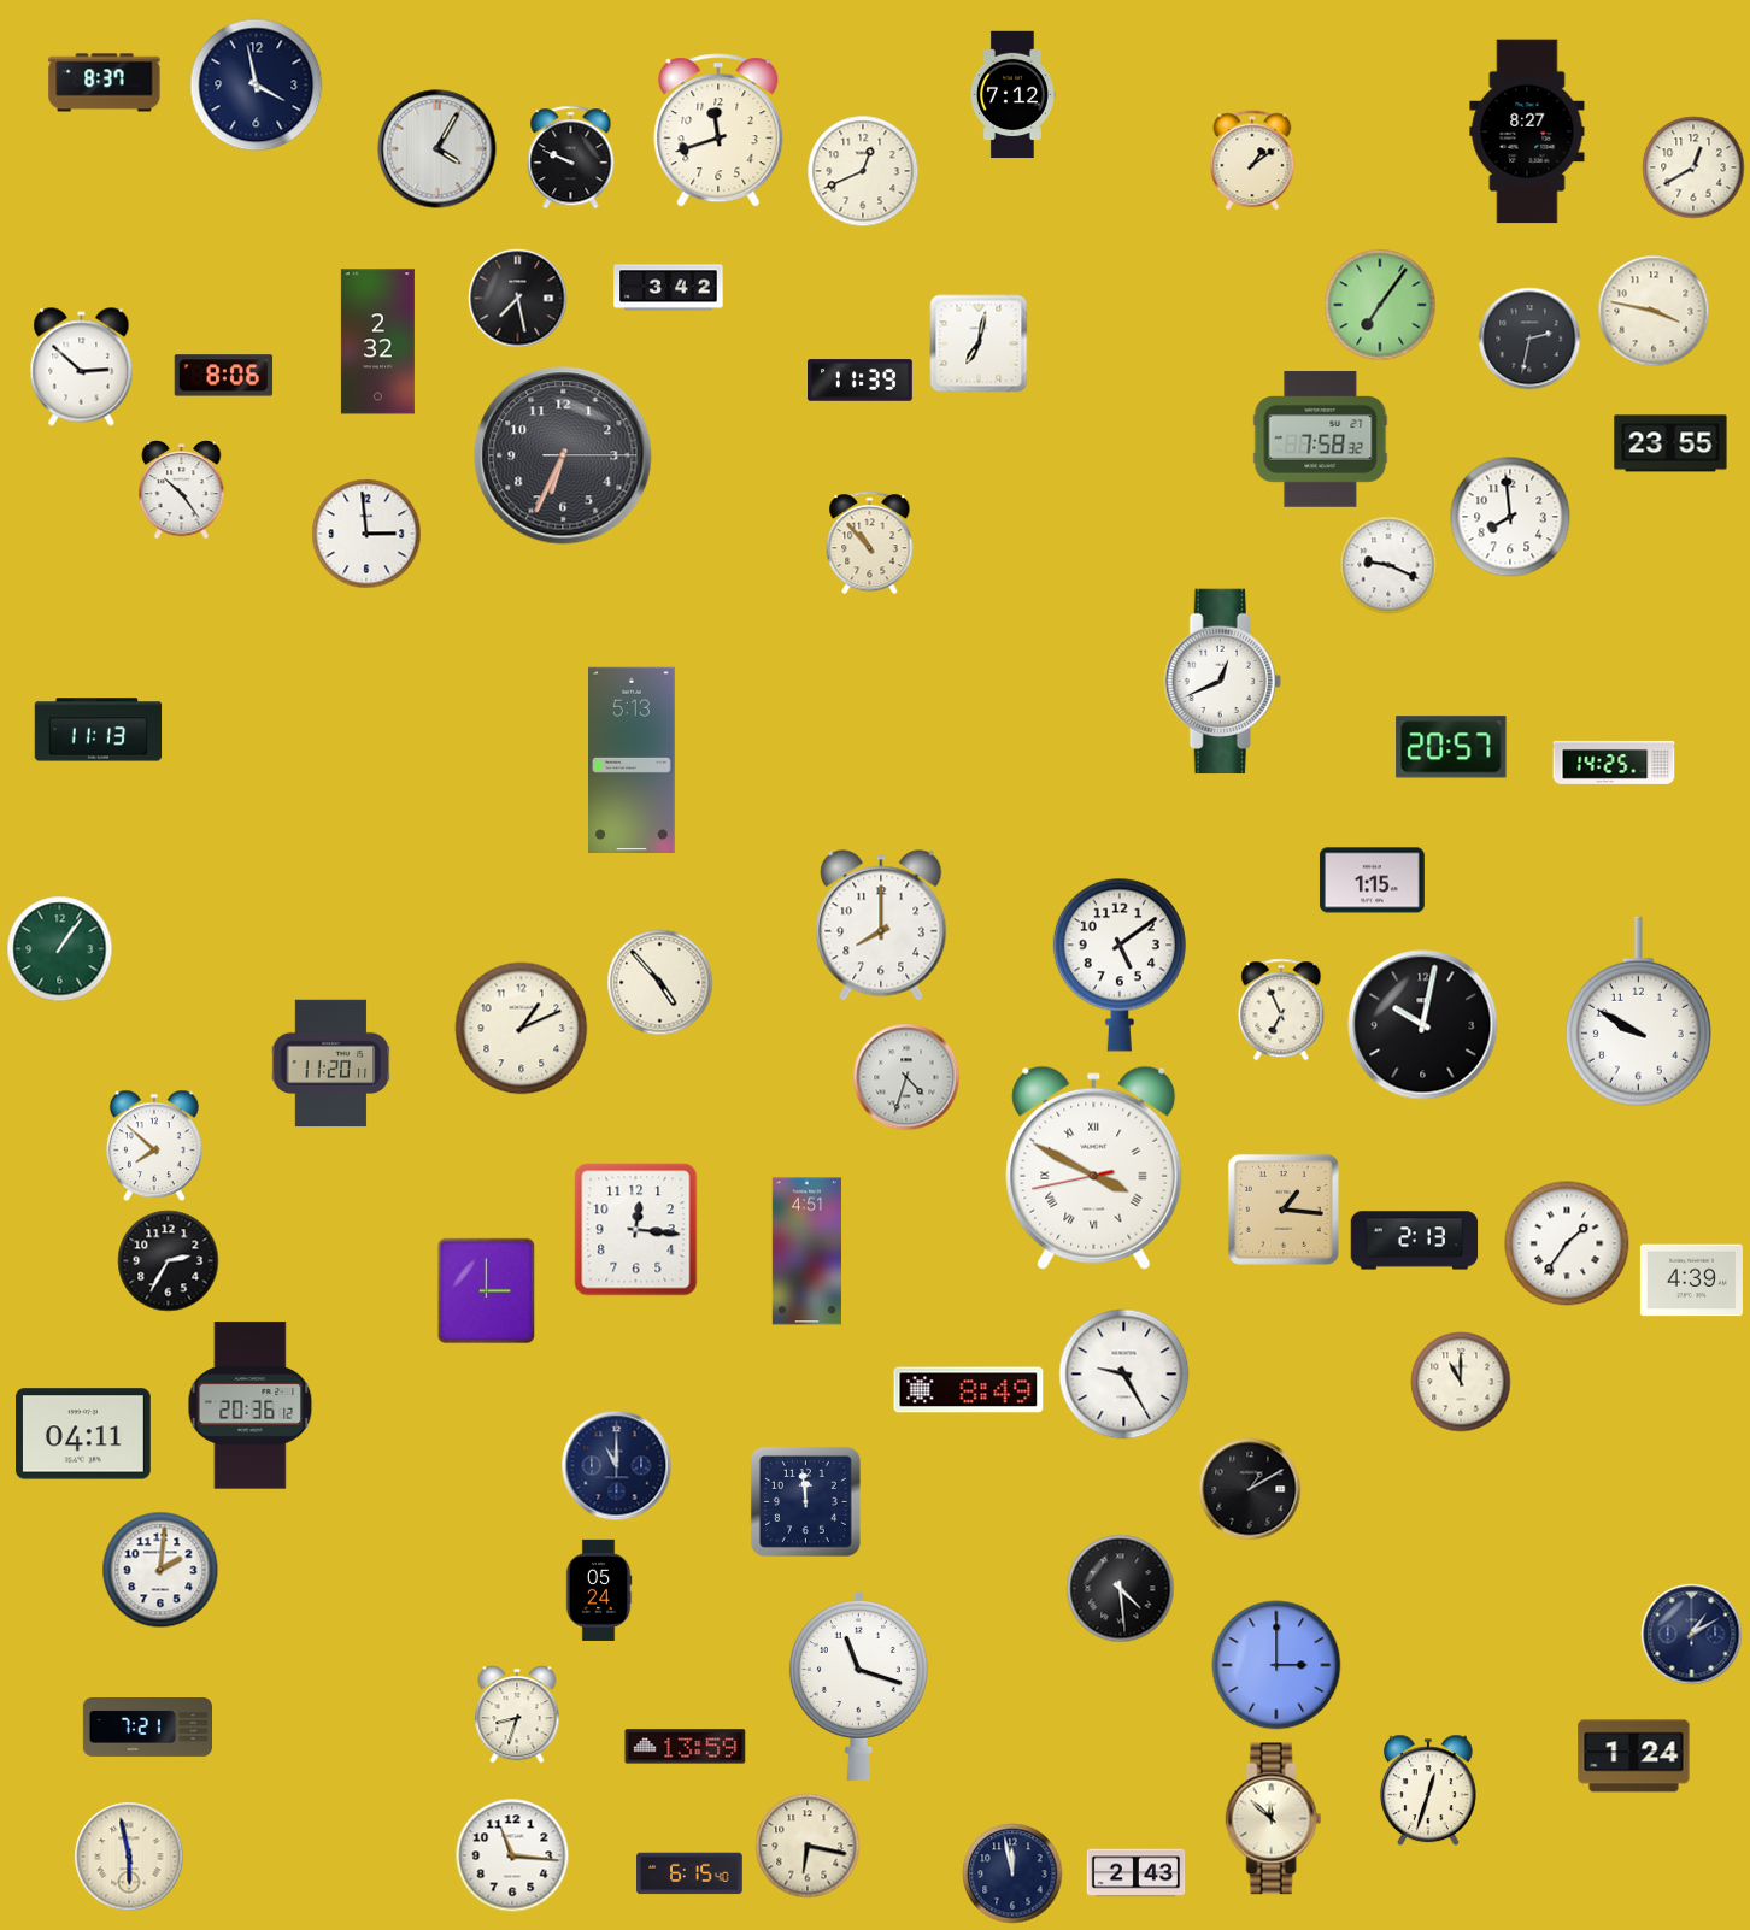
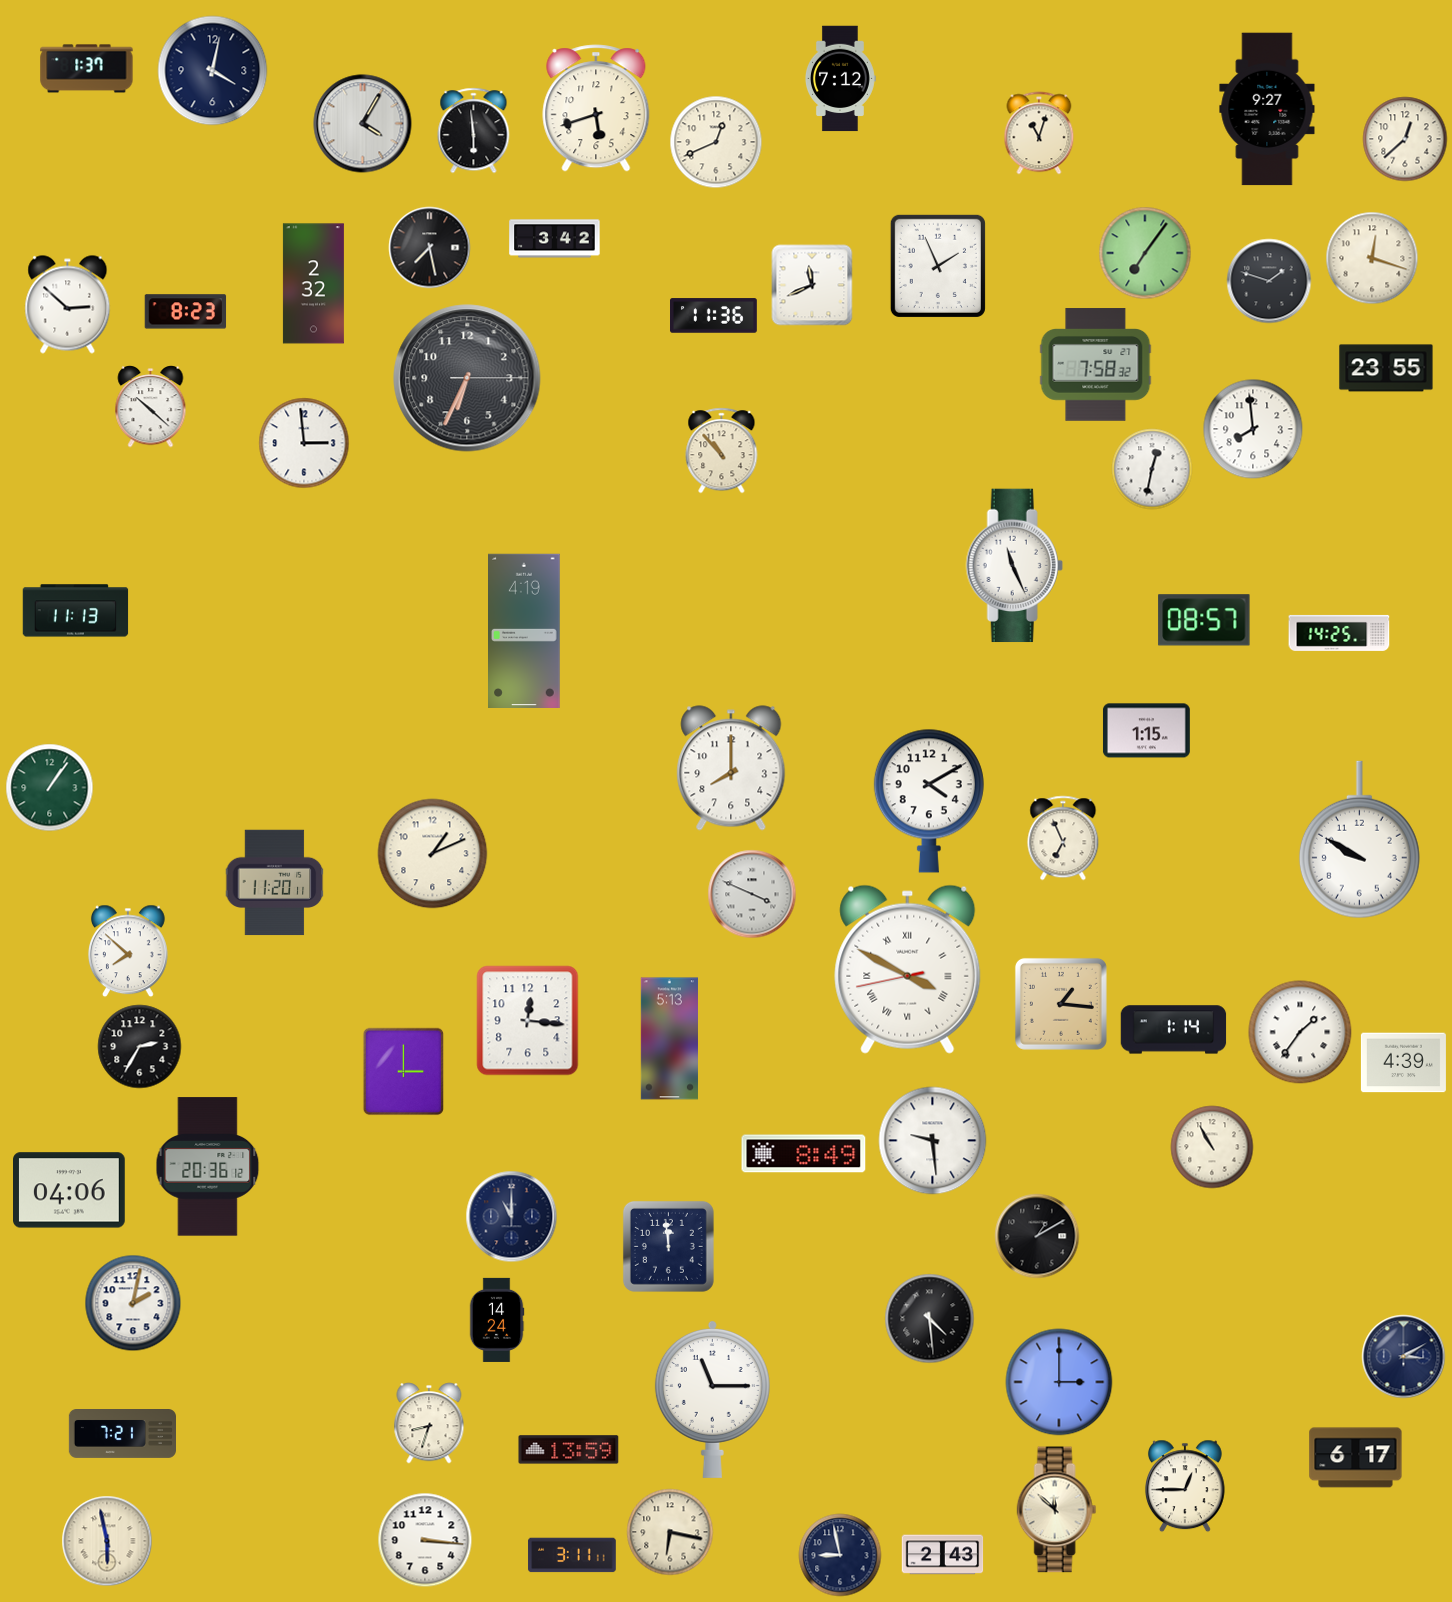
clock at (105, 83): 8:37 -> 1:37
clock at (257, 86): 3:58 -> 4:02
clock at (718, 130): 11:42 -> 5:42
clock at (1527, 131): 8:27 -> 9:27
clock at (571, 158): 9:49 -> 5:59
clock at (1252, 160): 1:09 -> 11:03
clock at (1693, 167): 12:40 -> 12:38
clock at (1654, 311): 3:47 -> 12:18
clock at (938, 266): none -> 1:56
clock at (1529, 339): 2:32 -> 1:48
clock at (979, 343): 7:02 -> 11:41
clock at (224, 376): 8:06 -> 8:23
clock at (861, 381): 11:39 -> 11:36
clock at (182, 490): 10:24 -> 10:22
clock at (1388, 565): 9:19 -> 12:32
clock at (1222, 682): 12:41 -> 11:26
clock at (99, 730) position: (99, 730) -> (76, 611)
clock at (1451, 747): 20:57 -> 08:57
clock at (633, 759): 5:13 -> 4:19
clock at (1372, 881) position: (1372, 881) -> (1146, 731)
clock at (1120, 965): 5:09 -> 4:10
clock at (660, 983): 4:53 -> none
clock at (1423, 1025): 10:02 -> none
clock at (906, 1077): 4:33 -> 3:49
clock at (1284, 1210) position: (1284, 1210) -> (1061, 1004)
clock at (1415, 1241): 2:13 -> 1:14
clock at (806, 1252): 4:51 -> 5:13
clock at (1124, 1375): 9:25 -> 9:29
clock at (1461, 1382): 11:00 -> 10:55
clock at (84, 1434): 04:11 -> 04:06
clock at (160, 1570): 2:01 -> 2:02
clock at (599, 1590): 05:24 -> 14:24
clock at (1692, 1635): 1:10 -> 3:10
clock at (858, 1685): 11:18 -> 11:15
clock at (1634, 1757): 1:24 -> 6:17
clock at (1428, 1790): 12:33 -> 12:45
clock at (512, 1855): 11:16 -> 3:16
clock at (689, 1873): 6:15 -> 3:11
clock at (1012, 1873): 11:58 -> 8:58
